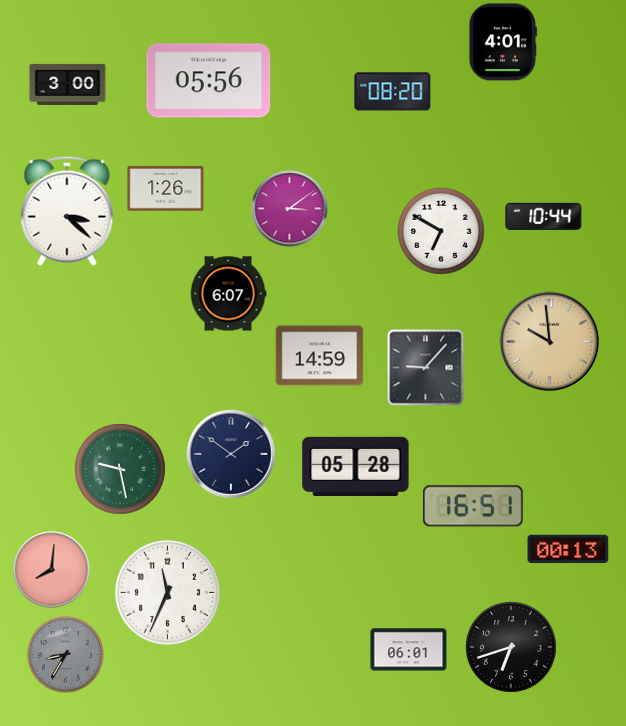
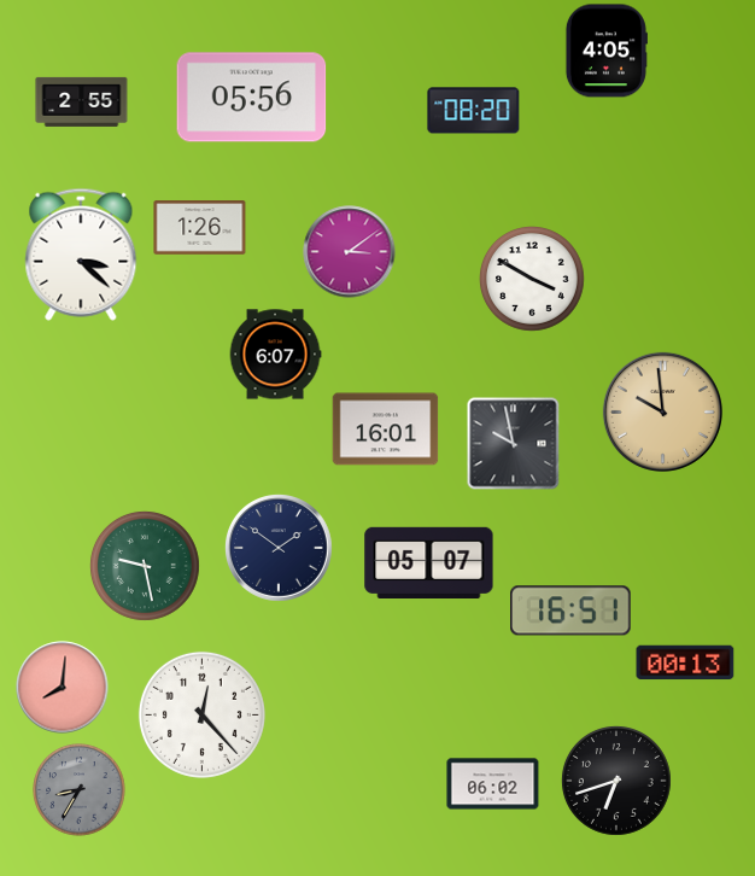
clock at (502, 42): 4:01 -> 4:05
clock at (68, 84): 3:00 -> 2:55
clock at (544, 216): 10:44 -> none
clock at (442, 232): 6:50 -> 3:50
clock at (320, 356): 14:59 -> 16:01
clock at (426, 368): 9:07 -> 9:58
clock at (356, 466): 05:28 -> 05:07
clock at (167, 592): 11:34 -> 12:23
clock at (409, 650): 06:01 -> 06:02
